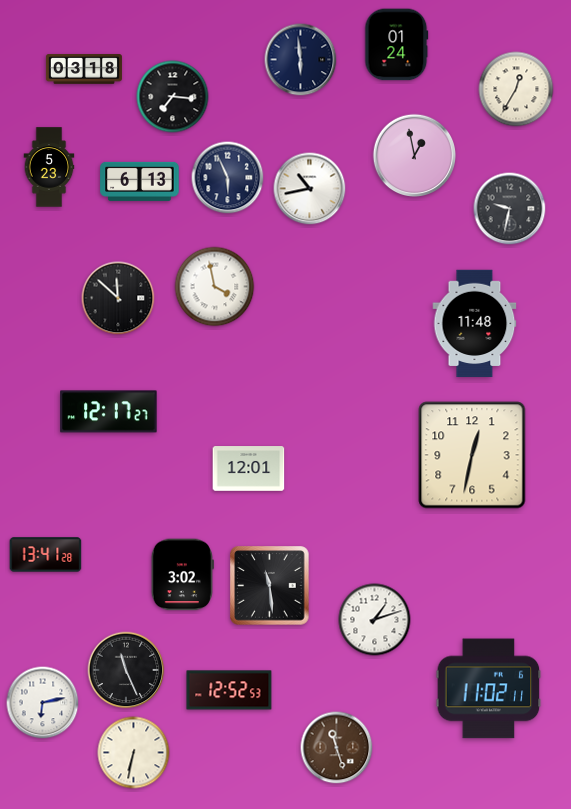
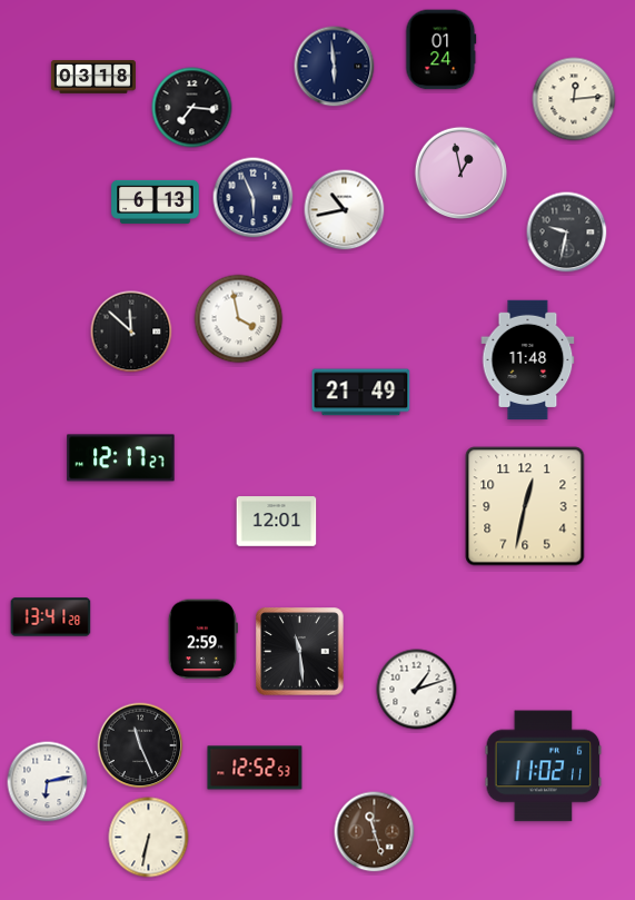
clock at (516, 89): 12:35 -> 12:14
clock at (49, 167): 5:23 -> none
clock at (361, 393): none -> 21:49
clock at (182, 575): 3:02 -> 2:59
